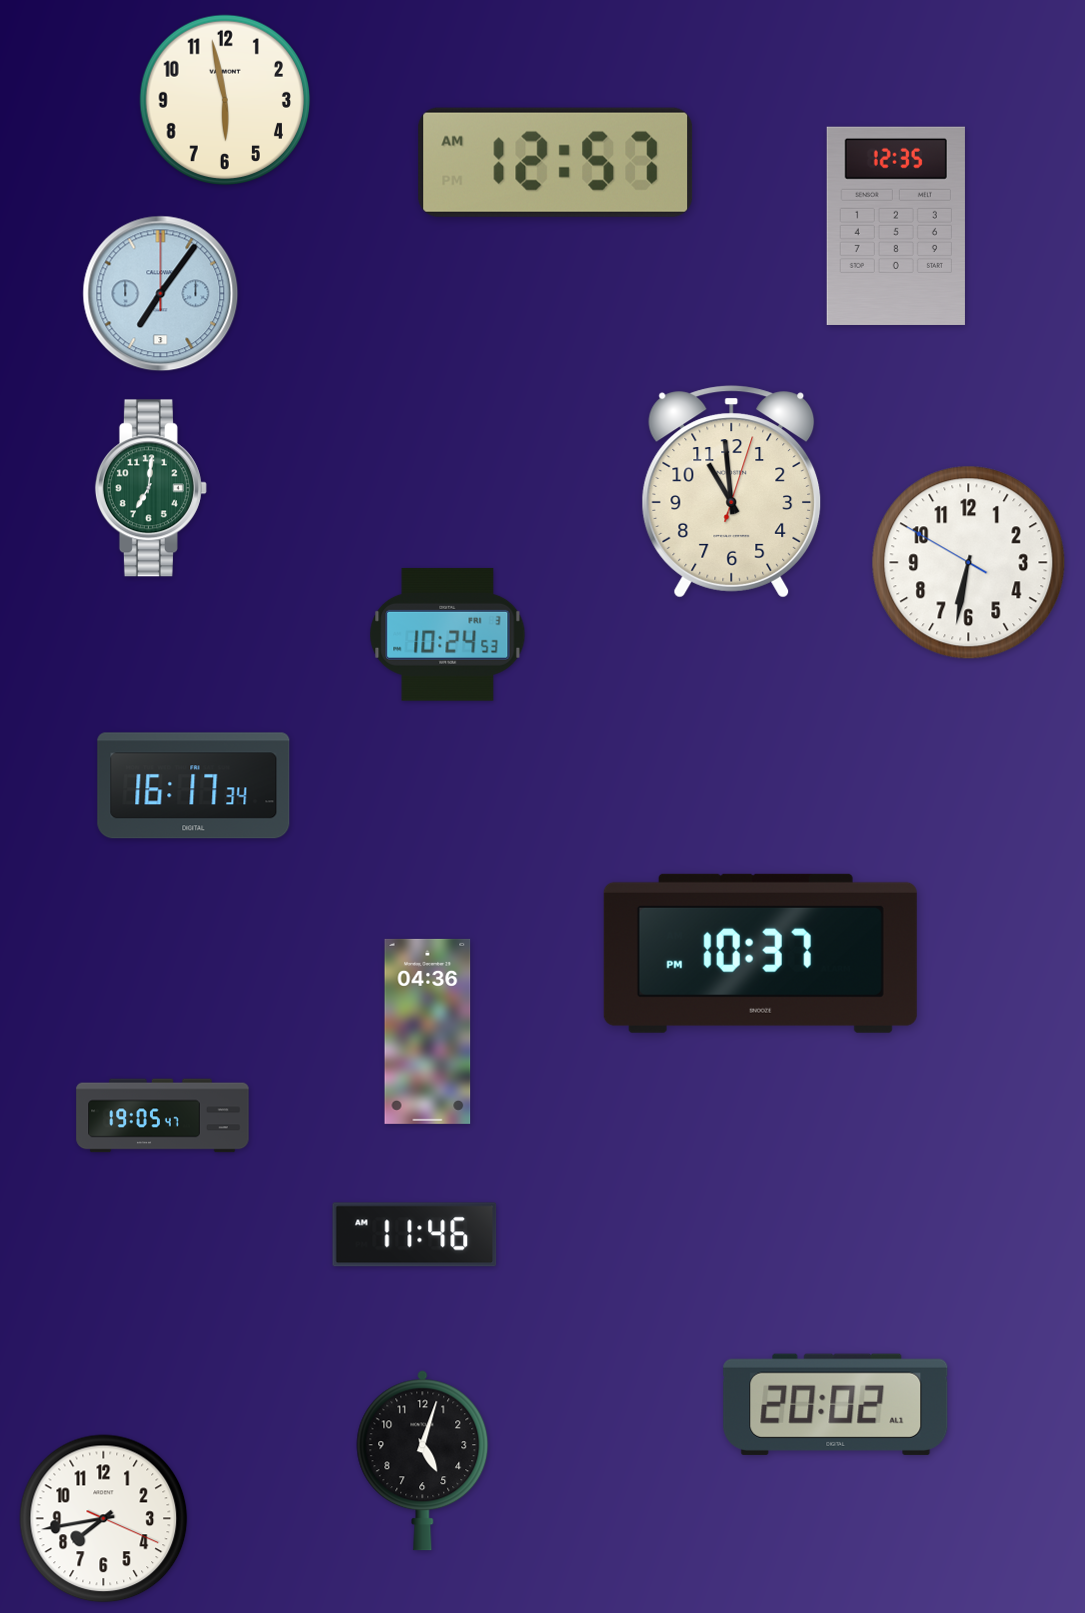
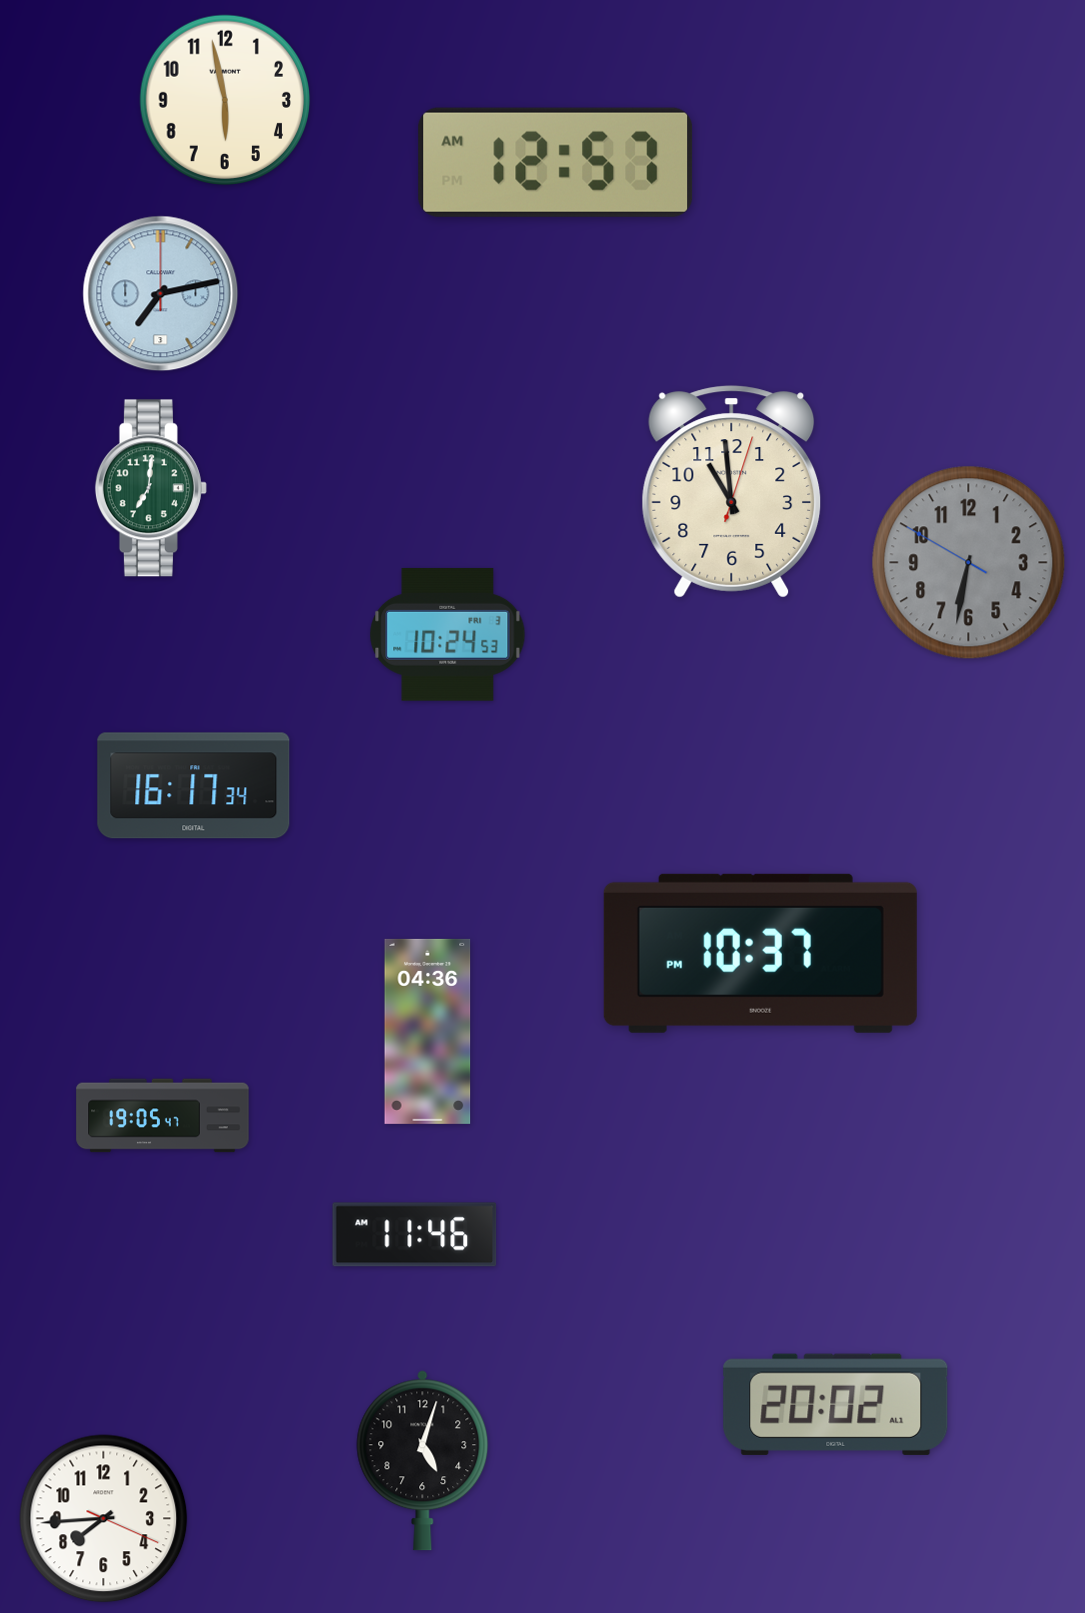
clock at (896, 226): 12:35 -> none
clock at (161, 294): 7:06 -> 7:13
clock at (969, 563) dial: white -> grey
clock at (104, 1519): 7:43 -> 7:44
